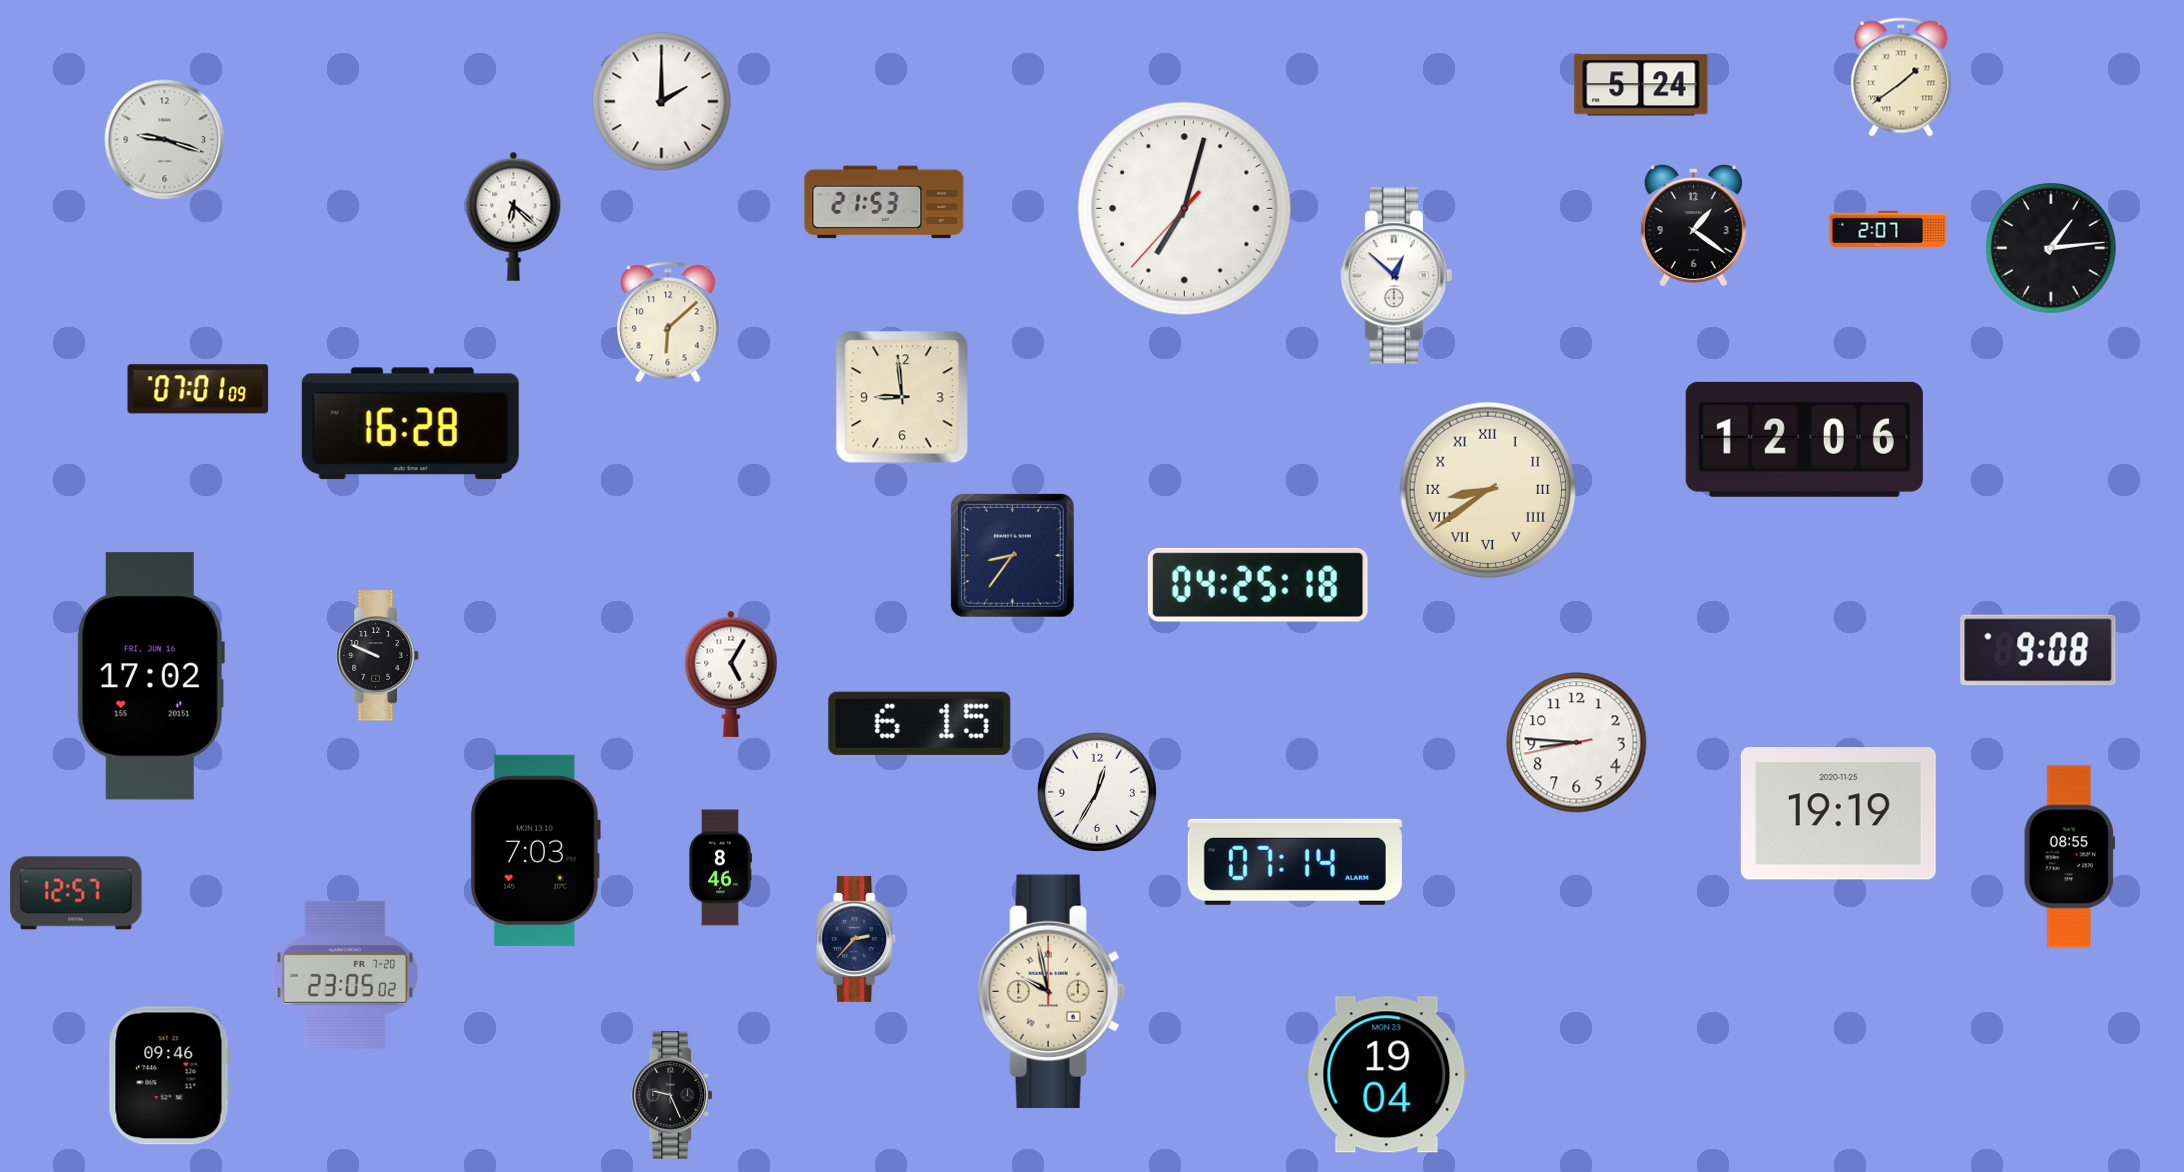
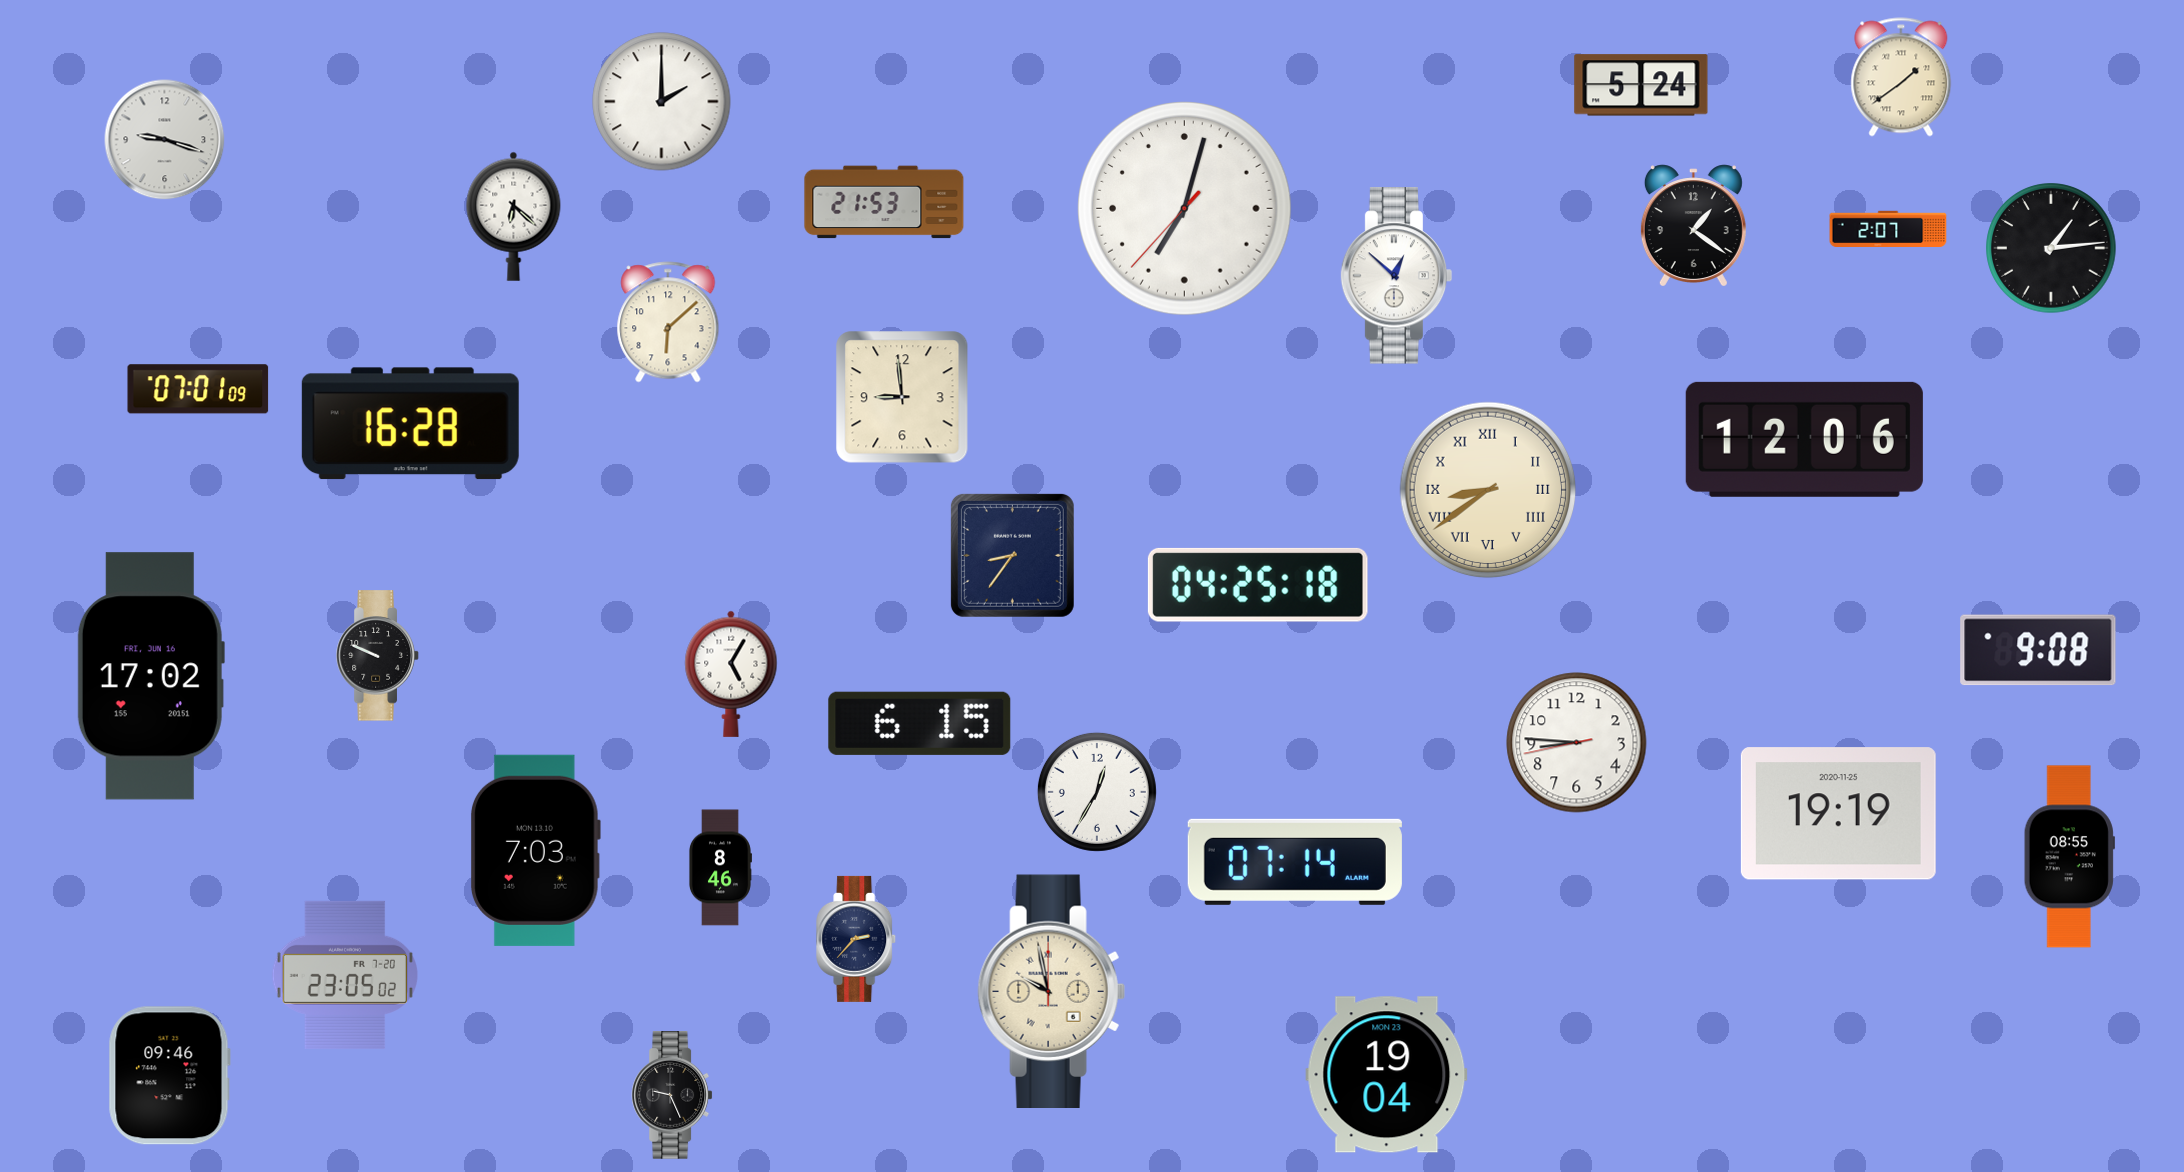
clock at (76, 893): 12:57 -> none
